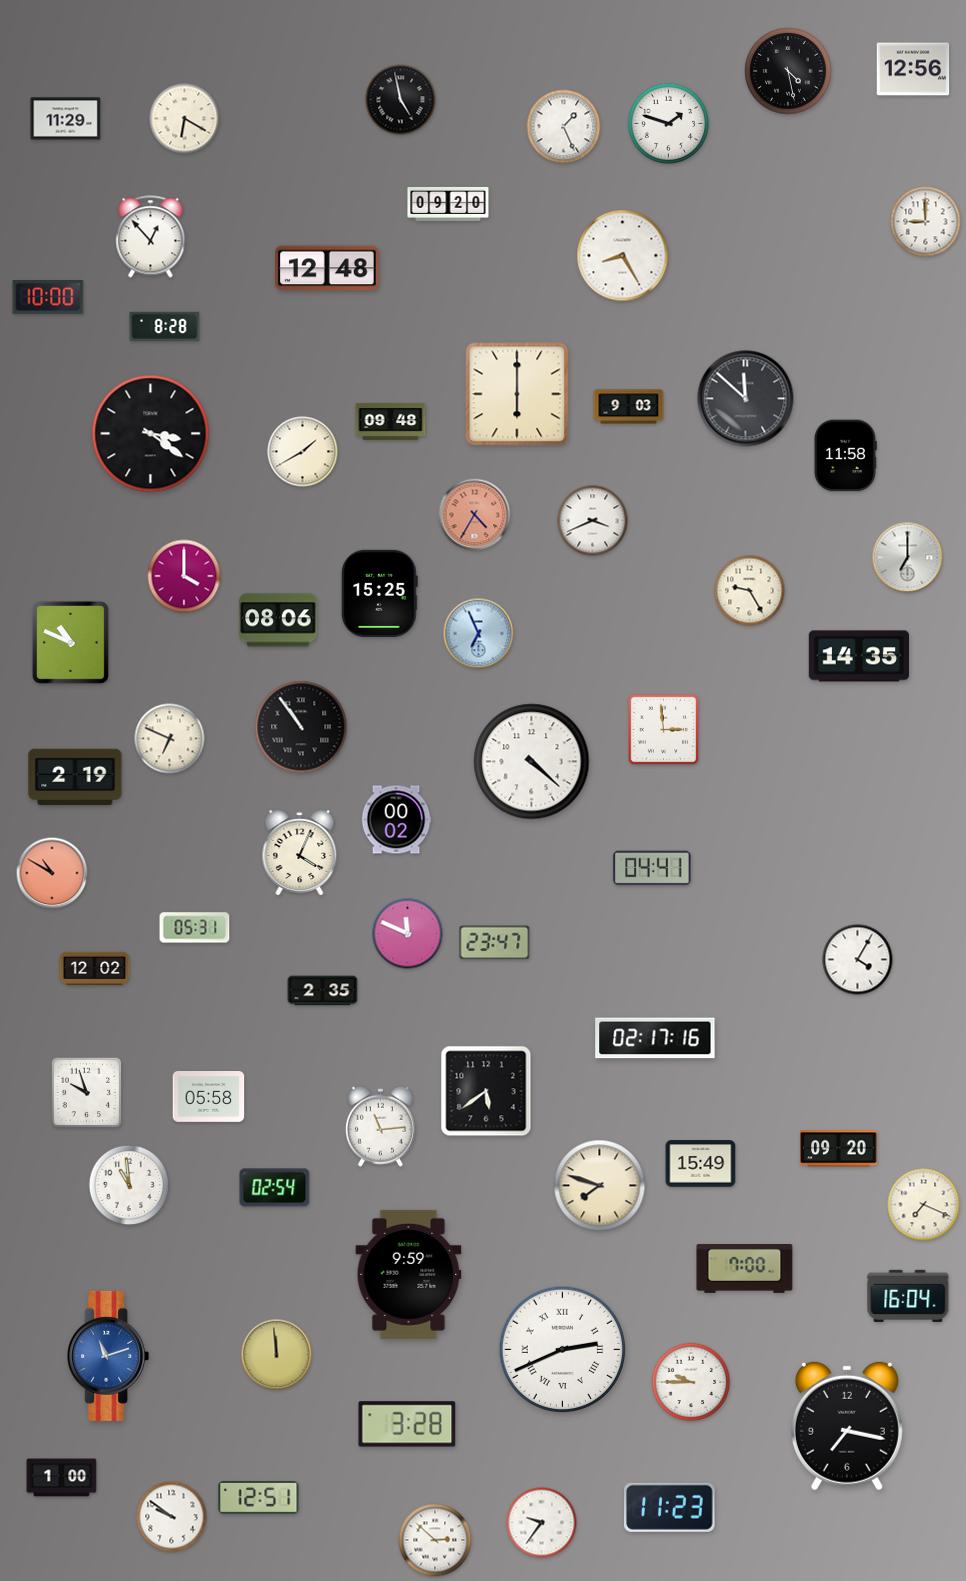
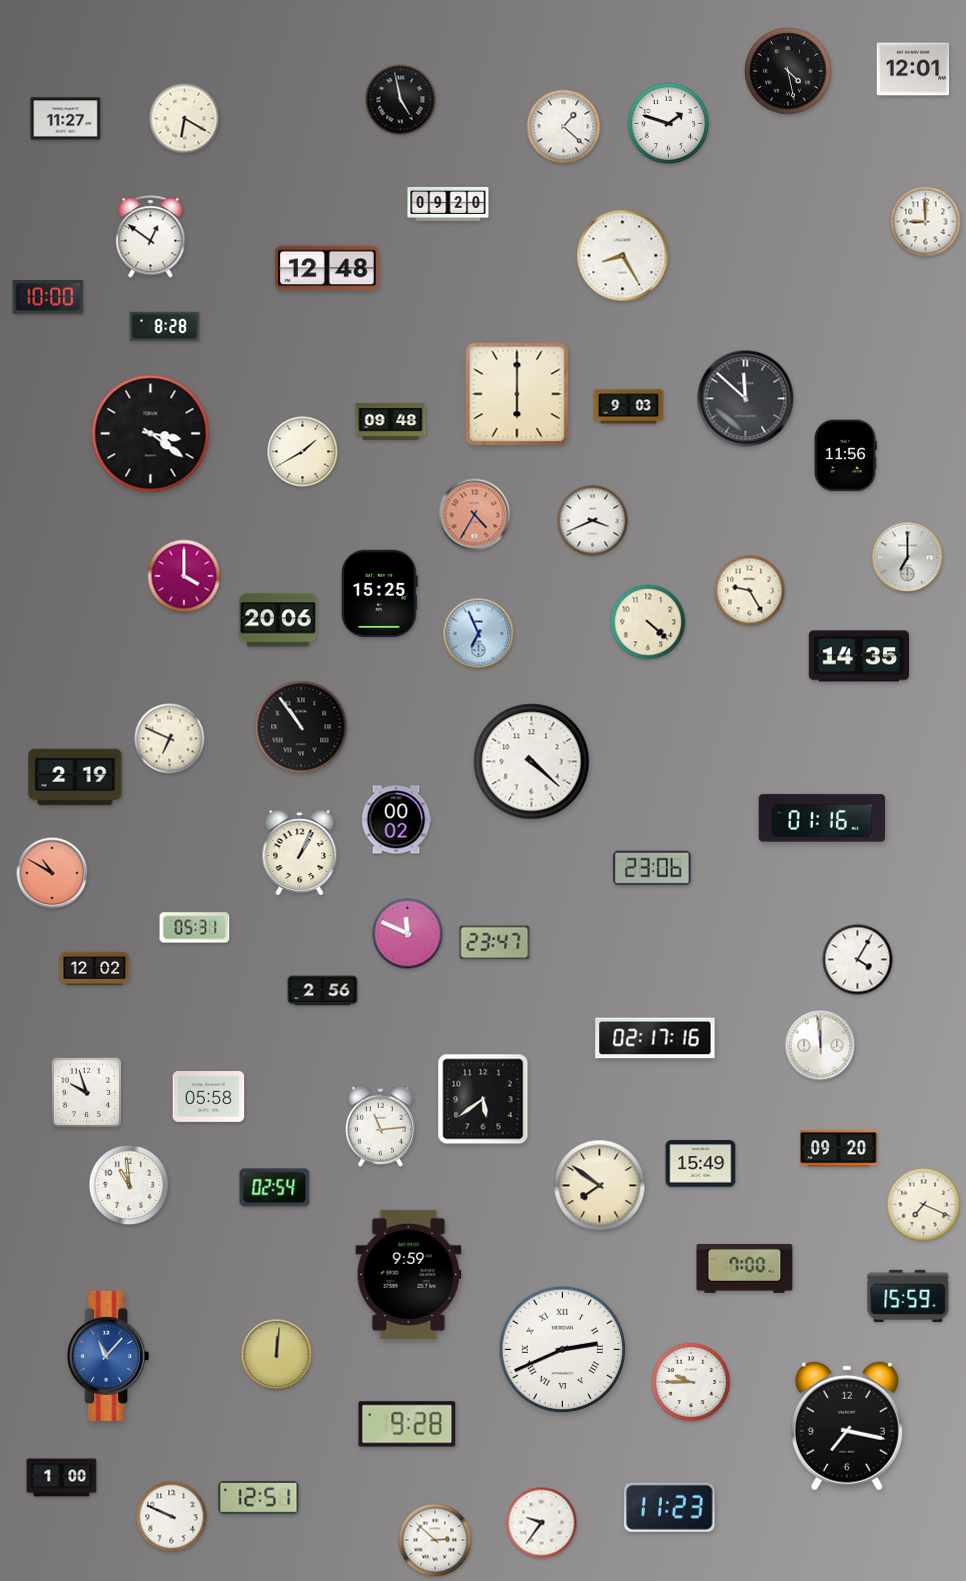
clock at (913, 69): 12:56 -> 12:01
clock at (66, 119): 11:29 -> 11:27
clock at (564, 127): 1:26 -> 1:22
clock at (151, 237): 12:53 -> 12:51
clock at (845, 456): 11:58 -> 11:56
clock at (278, 620): 08:06 -> 20:06
clock at (648, 622): none -> 4:22
clock at (70, 642): 10:49 -> none
clock at (664, 730): 2:59 -> none
clock at (822, 818): none -> 01:16
clock at (300, 853): 4:04 -> 1:04
clock at (652, 868): 04:41 -> 23:06
clock at (323, 991): 2:35 -> 2:56
clock at (821, 1046): none -> 11:59
clock at (486, 1091) position: (486, 1091) -> (483, 1099)
clock at (600, 1186): 7:48 -> 7:51
clock at (908, 1296): 16:04 -> 15:59
clock at (277, 1355): 11:59 -> 12:01
clock at (108, 1356): 11:12 -> 11:07
clock at (407, 1424): 3:28 -> 9:28
clock at (172, 1517): 9:51 -> 9:49
